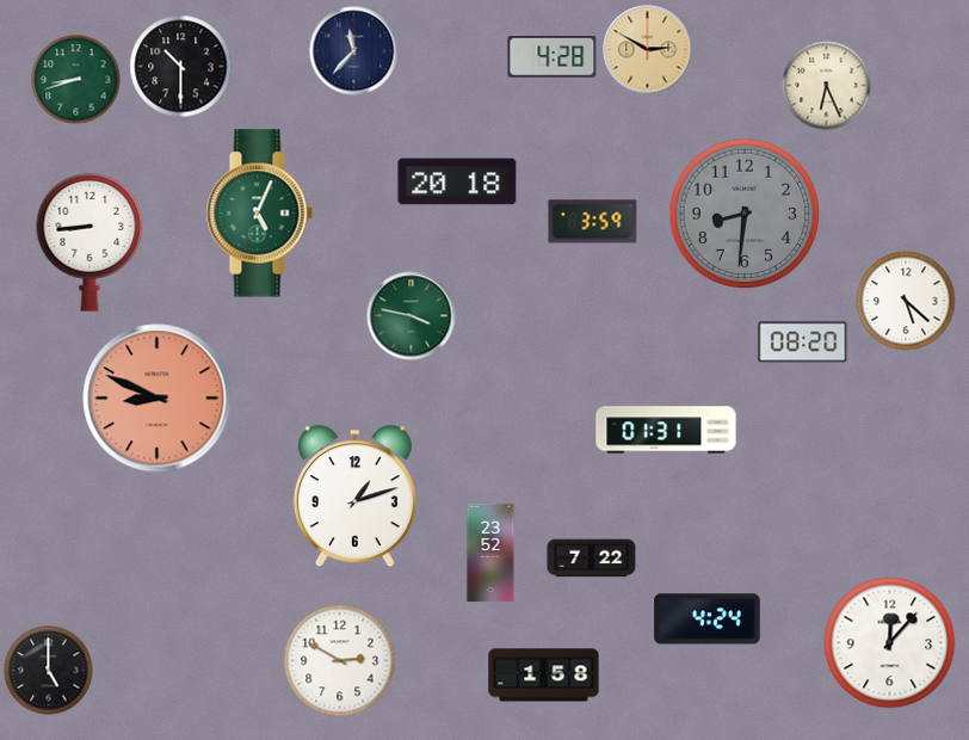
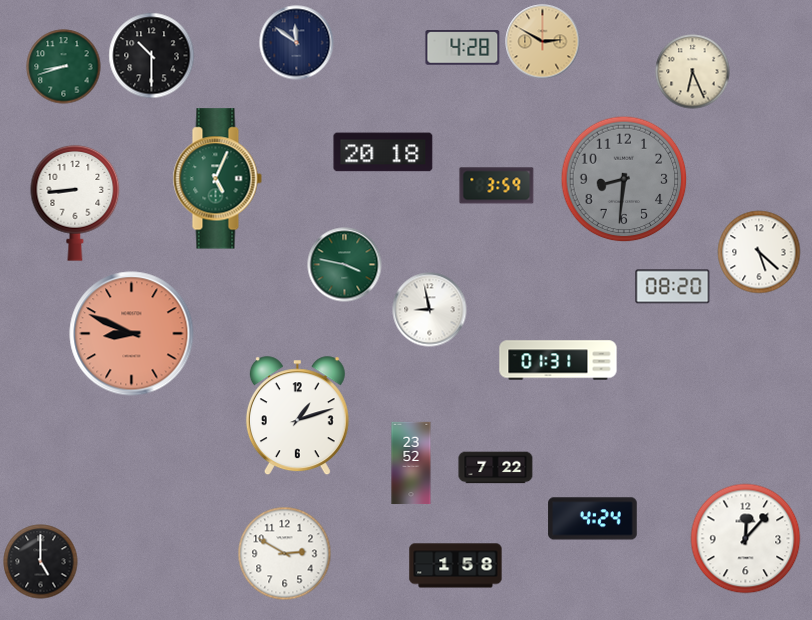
clock at (354, 51): 11:37 -> 11:51
clock at (430, 310): none -> 8:58
